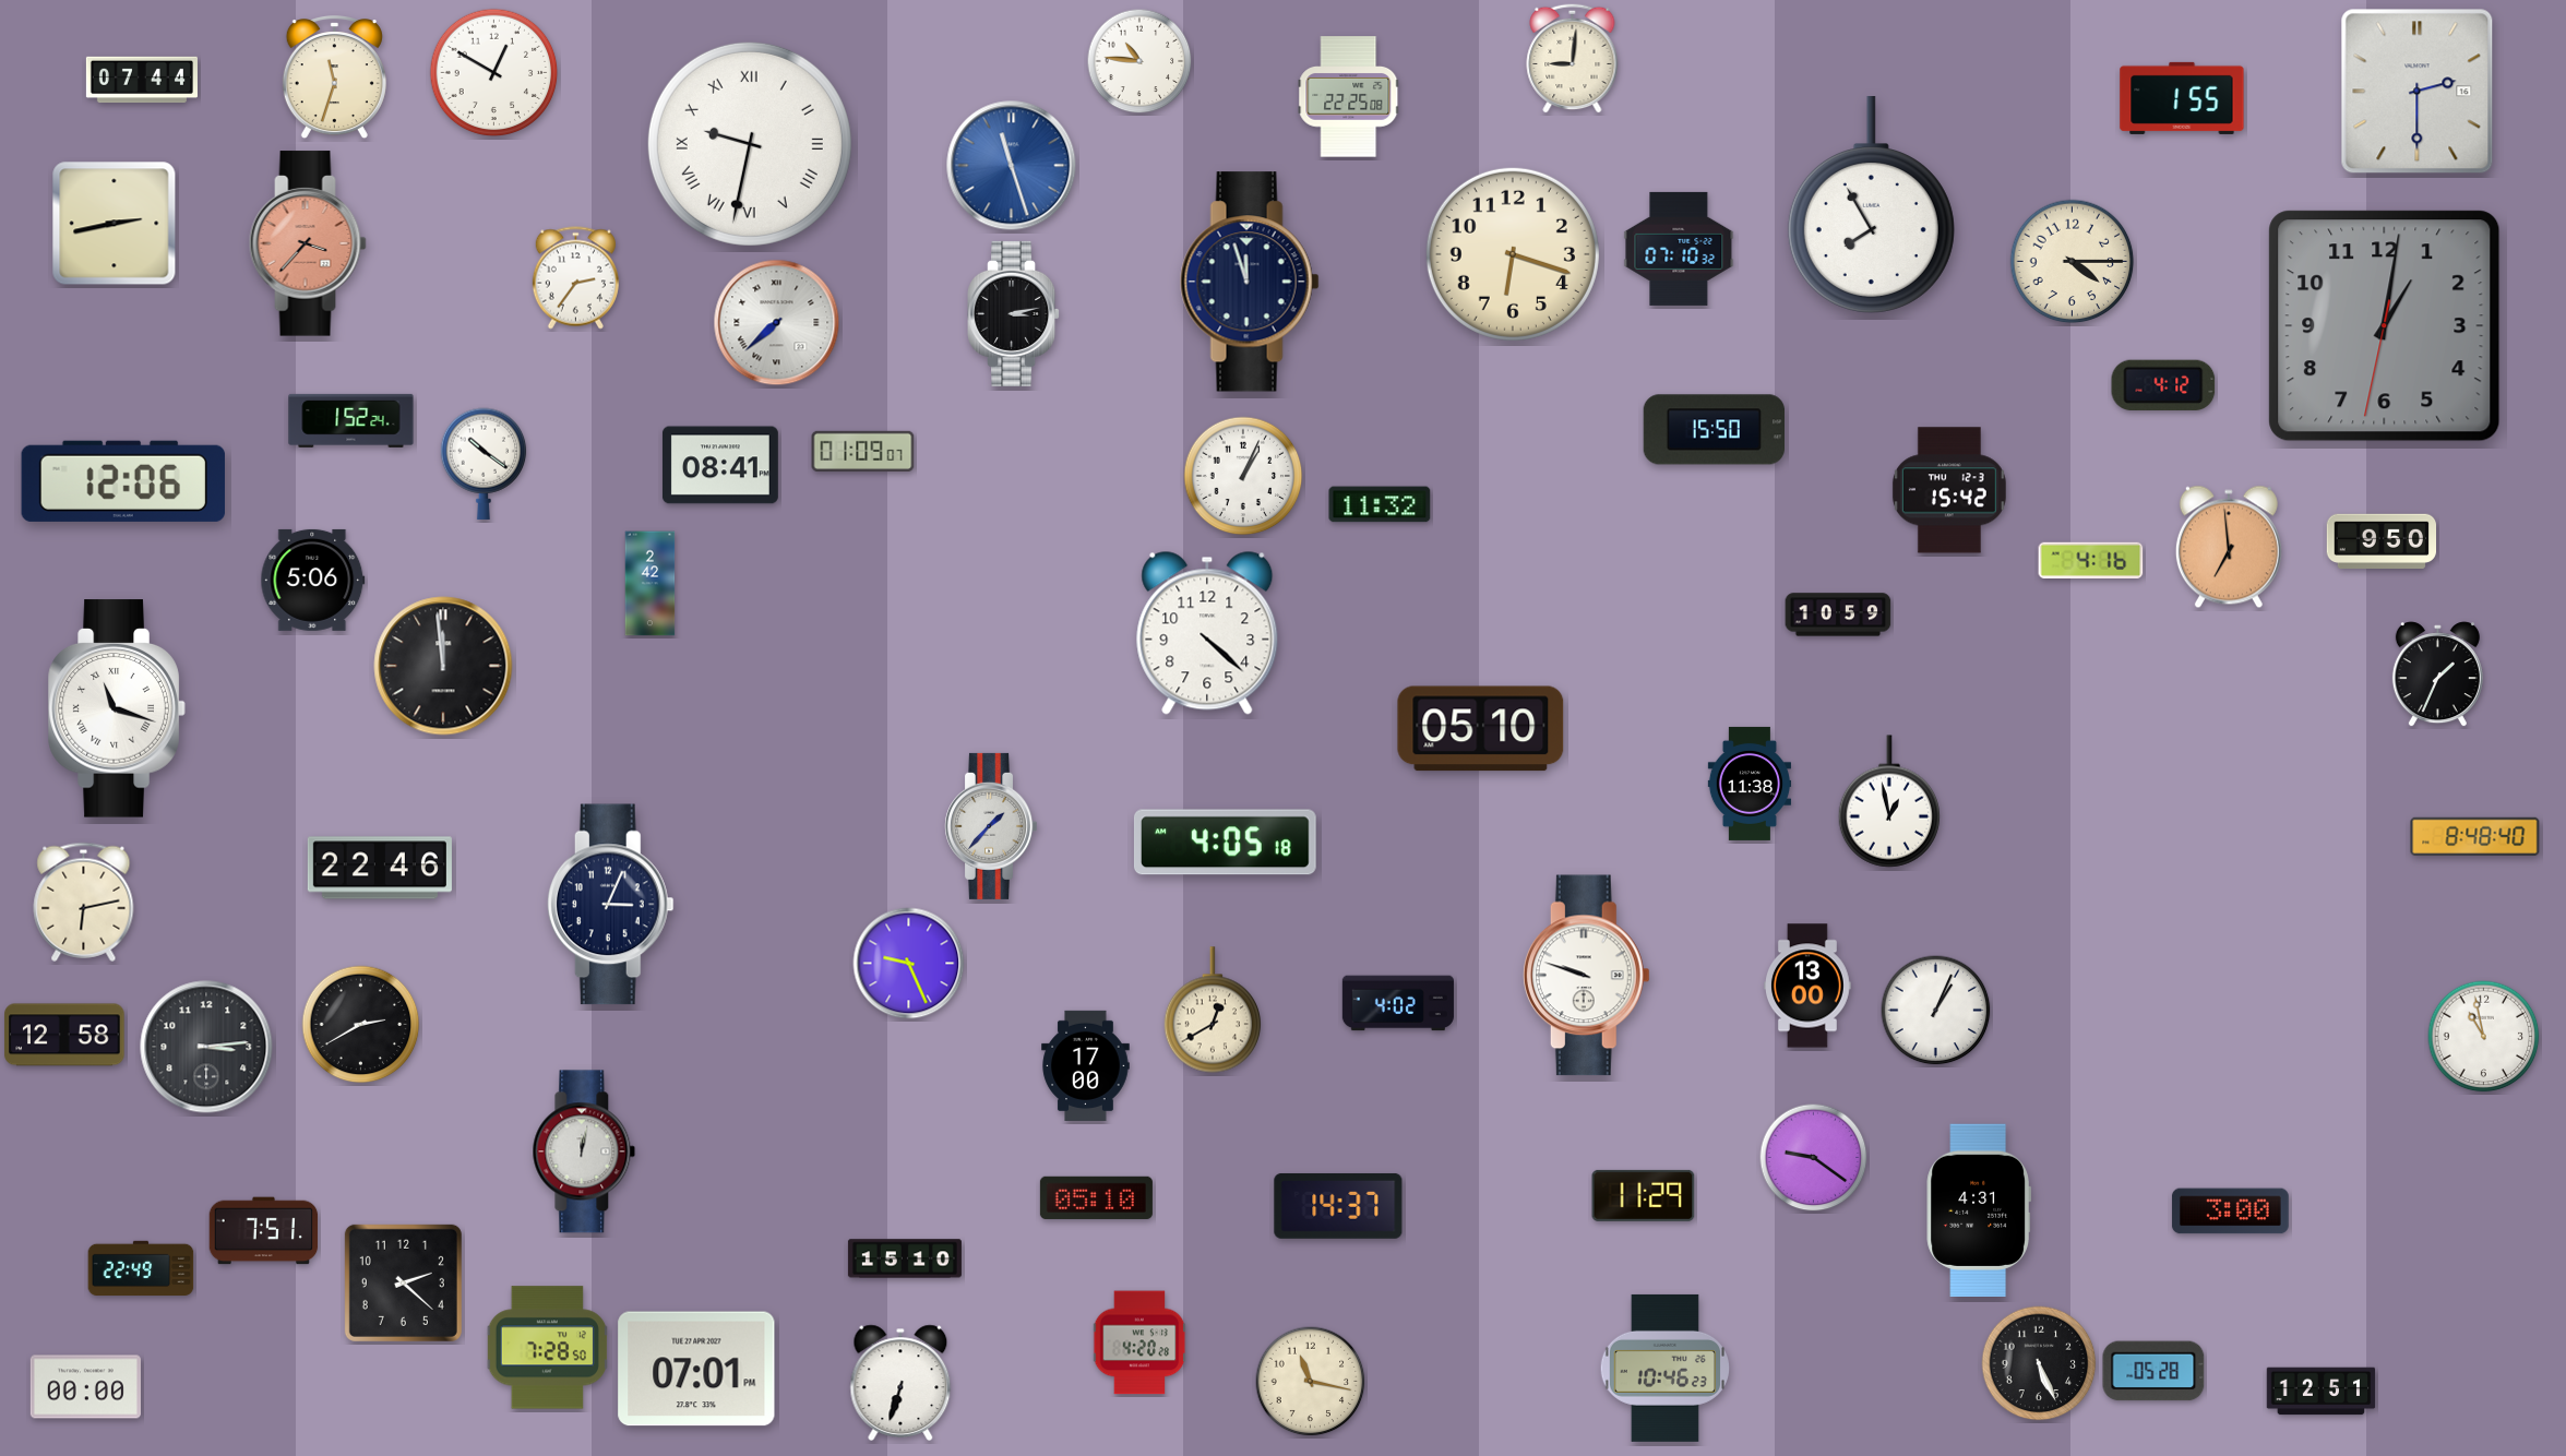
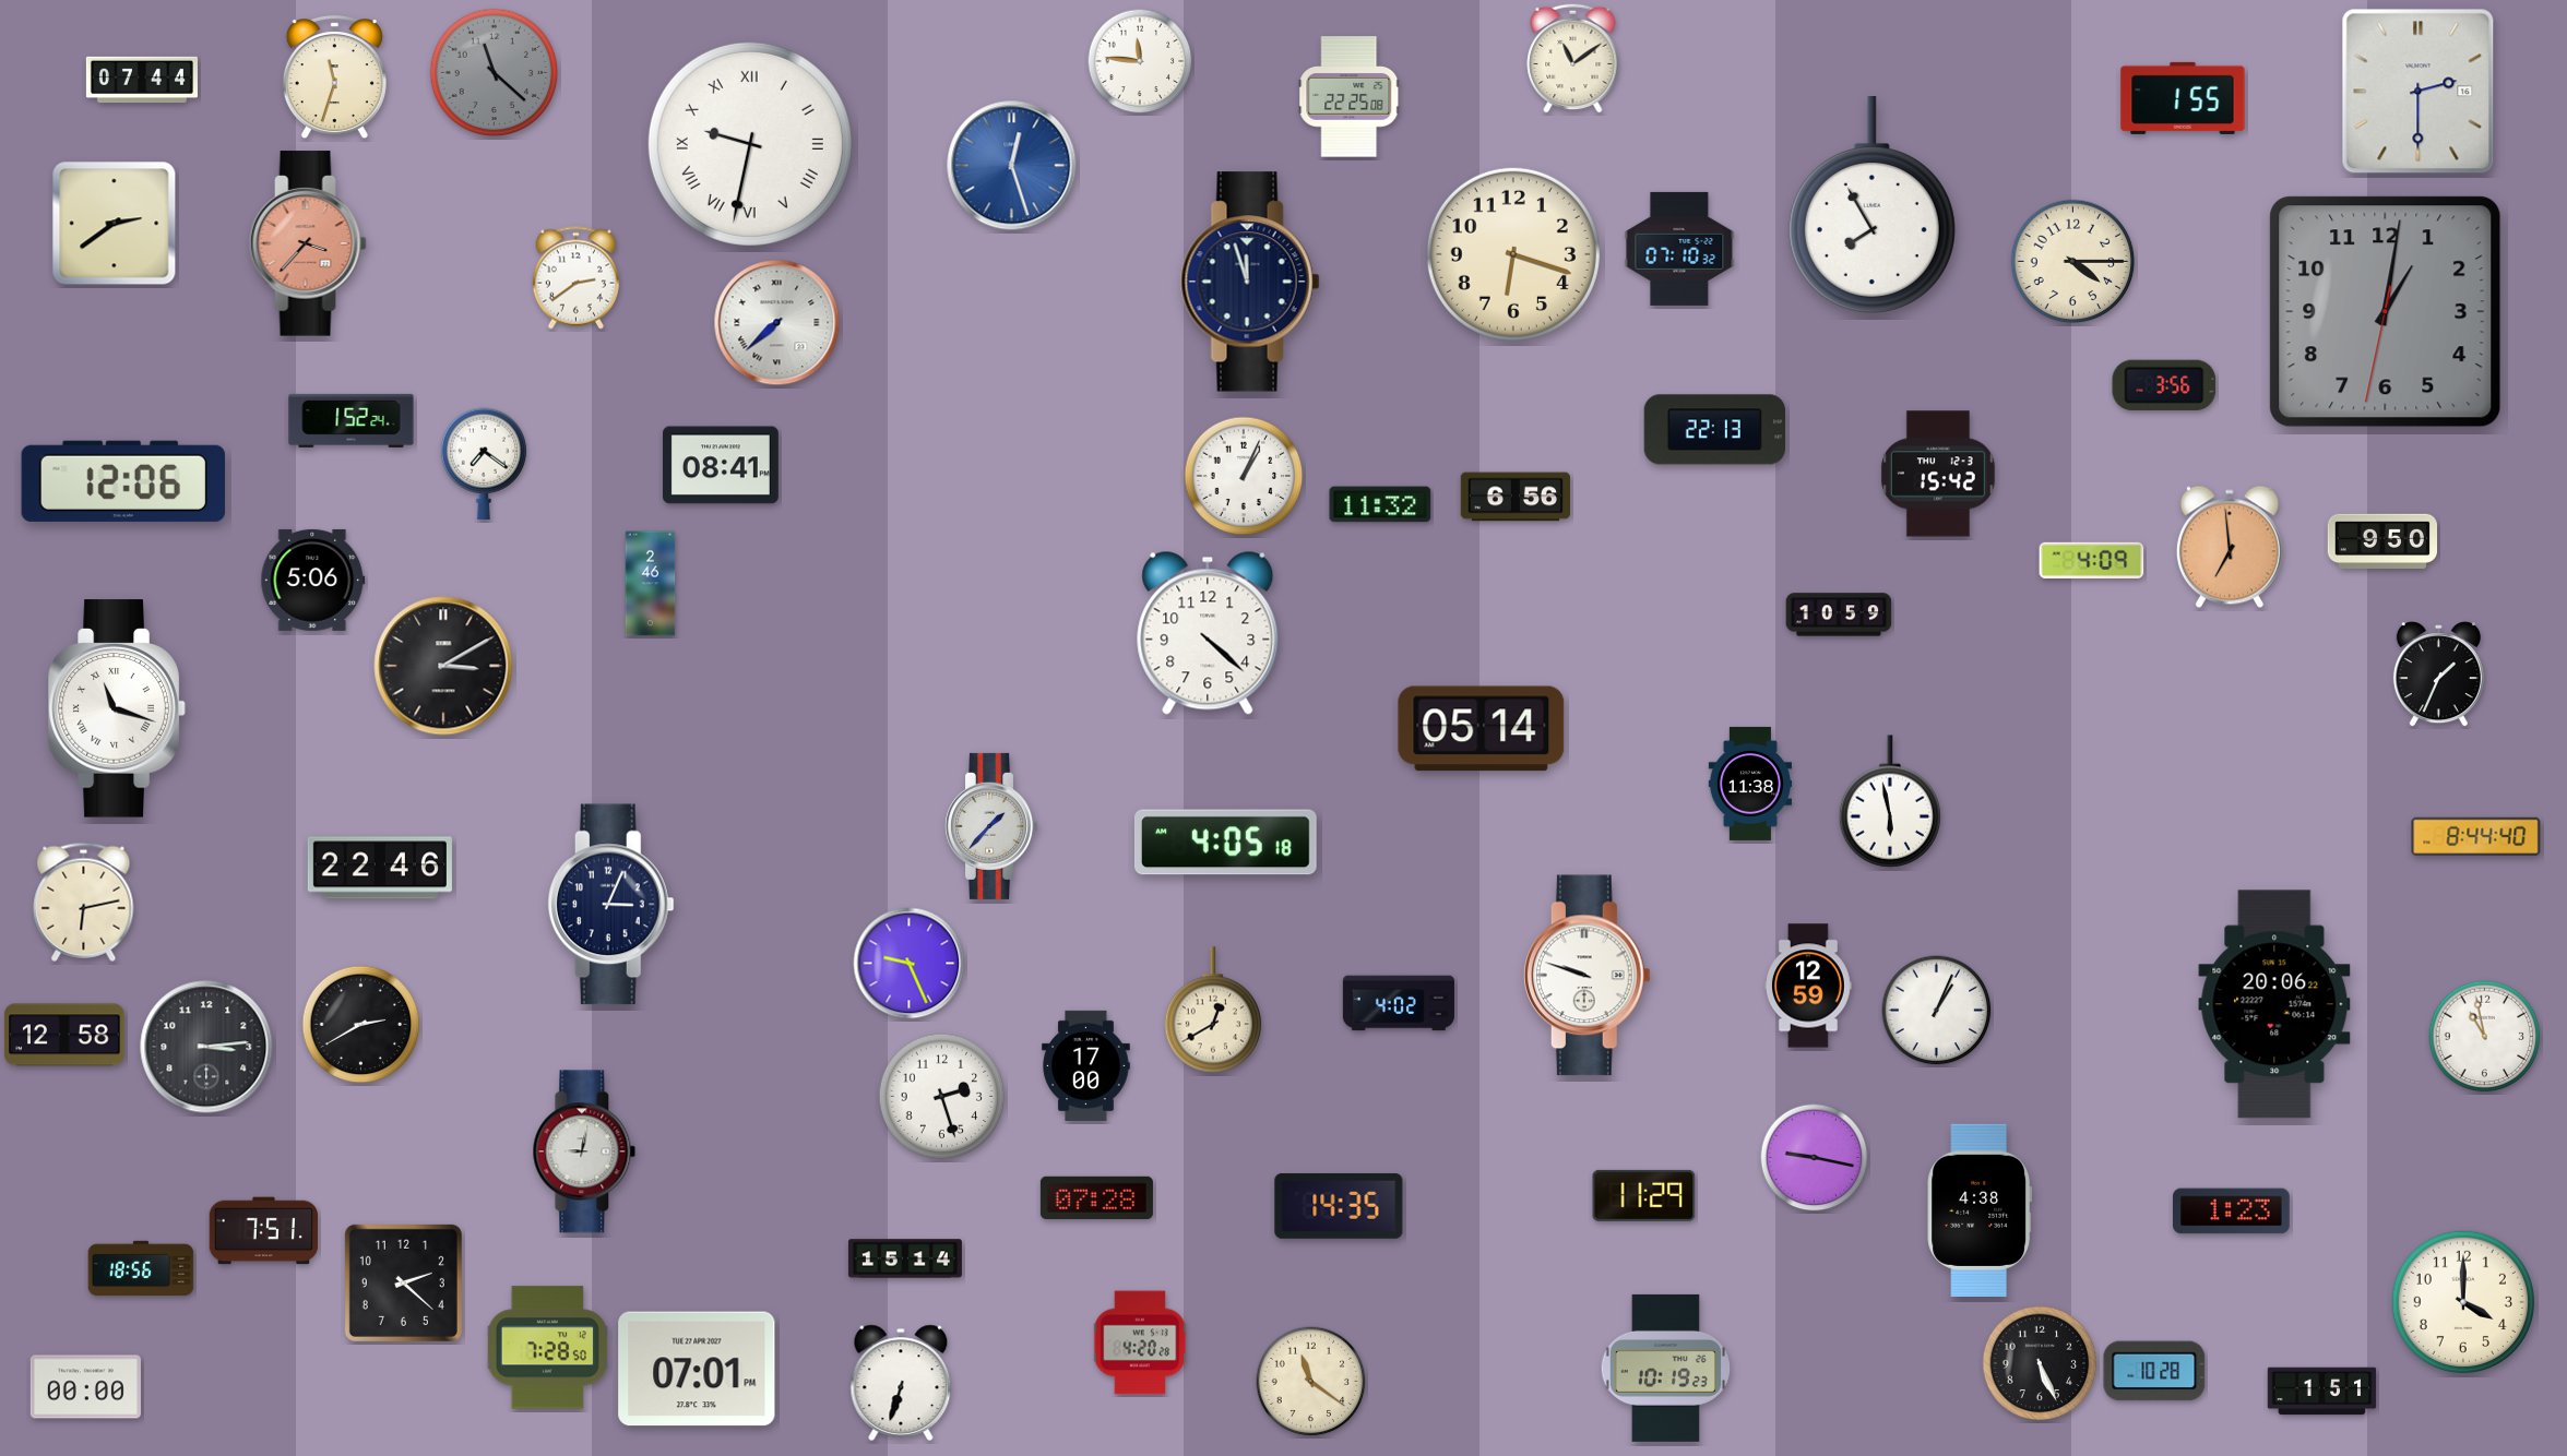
clock at (1573, 58): 9:01 -> 11:09
clock at (1139, 61): 10:46 -> 11:46
clock at (494, 73): 12:50 -> 11:22
clock at (494, 73) dial: white -> grey
clock at (1012, 166): 11:27 -> 12:27
clock at (115, 224): 2:43 -> 2:39
clock at (575, 278): 2:36 -> 2:39
clock at (1014, 313): 3:13 -> none
clock at (2385, 326) position: (2385, 326) -> (2386, 312)
clock at (2163, 385): 4:12 -> 3:56
clock at (1714, 430): 15:50 -> 22:13
clock at (863, 451): 01:09 -> none
clock at (484, 464): 10:21 -> 7:21
clock at (1949, 490) position: (1949, 490) -> (1938, 474)
clock at (1514, 497): none -> 6:56
clock at (2091, 560): 4:16 -> 4:09
clock at (651, 584): 2:42 -> 2:46
clock at (443, 666): 11:59 -> 3:10
clock at (1481, 729): 05:10 -> 05:14
clock at (1888, 801): 12:58 -> 5:58
clock at (2475, 836): 8:48 -> 8:44
clock at (1809, 986): 13:00 -> 12:59
clock at (2274, 1004): none -> 20:06
clock at (942, 1097): none -> 2:27
clock at (584, 1151): 12:02 -> 9:02
clock at (1814, 1158): 9:21 -> 9:17
clock at (1096, 1197): 05:10 -> 07:28
clock at (1338, 1206): 14:37 -> 14:35
clock at (1979, 1209): 4:31 -> 4:38
clock at (2230, 1212): 3:00 -> 1:23
clock at (905, 1258): 15:10 -> 15:14
clock at (141, 1268): 22:49 -> 18:56
clock at (2462, 1301): none -> 4:00
clock at (1664, 1368): 10:46 -> 10:19
clock at (2153, 1371): 05:28 -> 10:28
clock at (1311, 1382): 11:17 -> 11:21
clock at (2322, 1392): 12:51 -> 1:51
